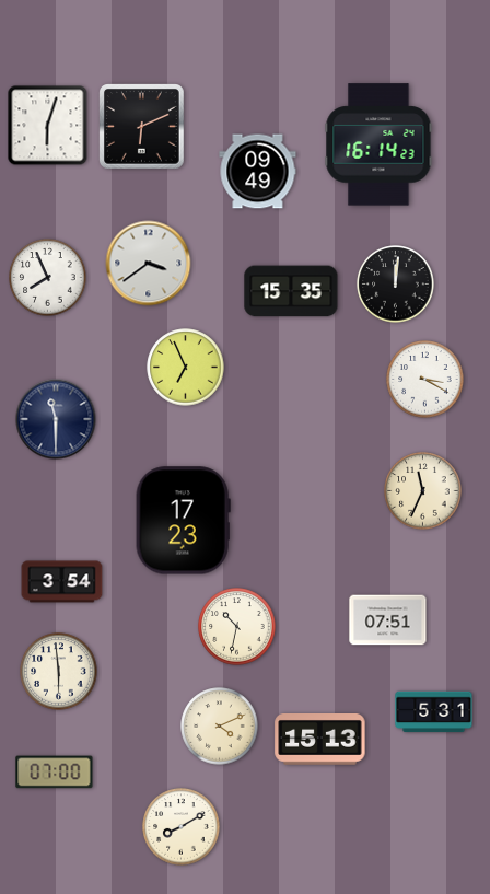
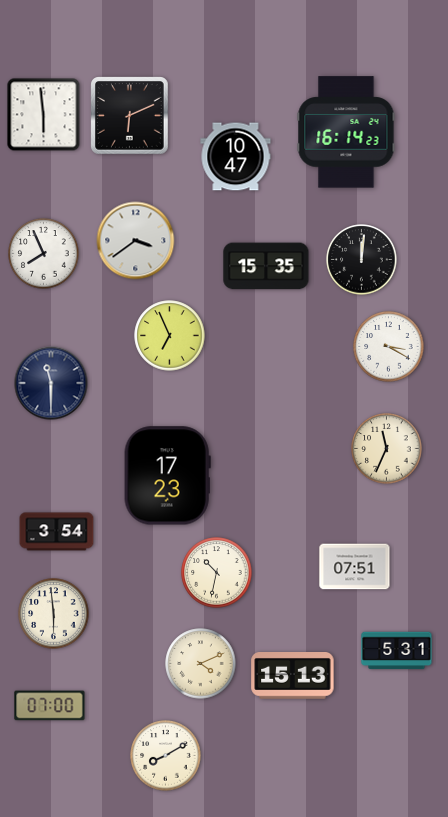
clock at (48, 126): 6:03 -> 5:59
clock at (258, 172): 09:49 -> 10:47
